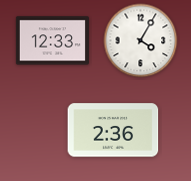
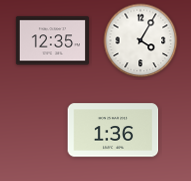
clock at (52, 41): 12:33 -> 12:35
clock at (113, 130): 2:36 -> 1:36
